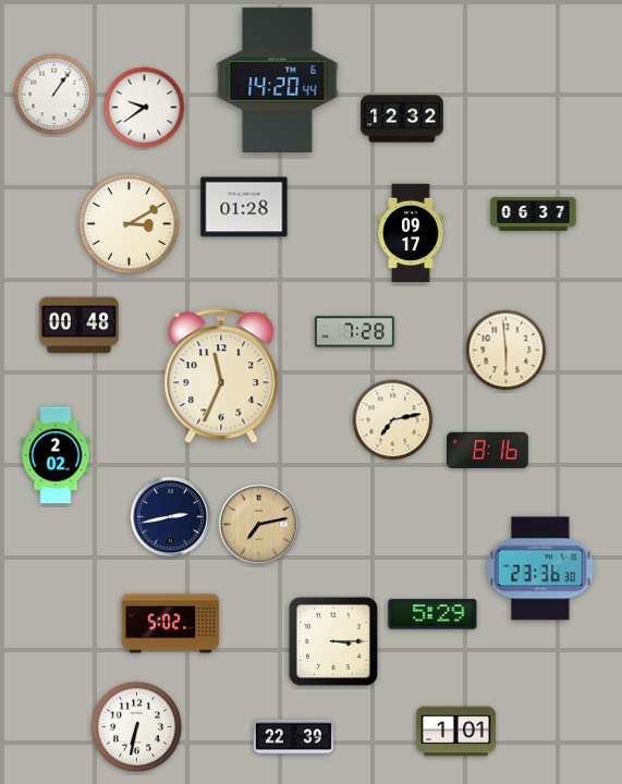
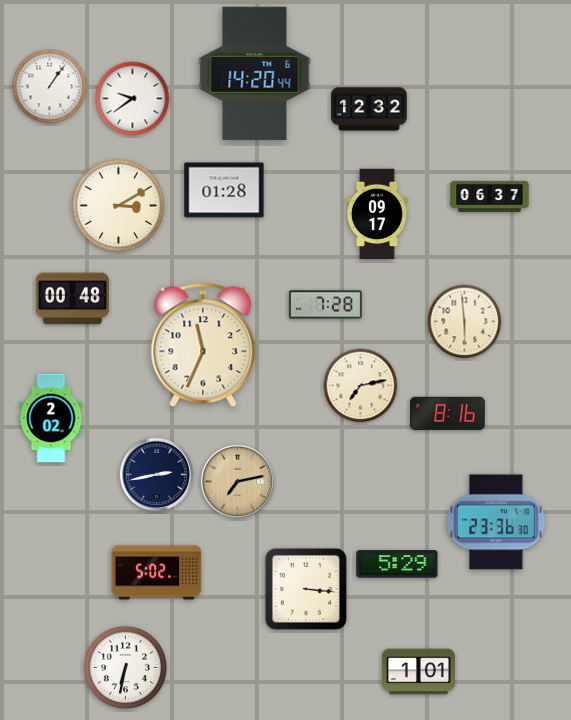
clock at (333, 641): 3:15 -> 3:16
clock at (293, 737): 22:39 -> none
